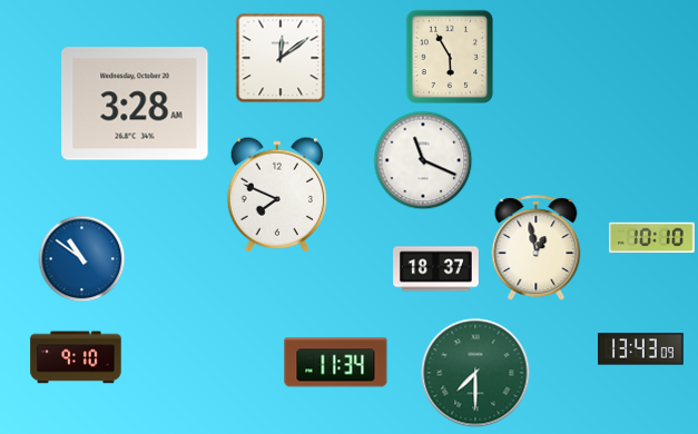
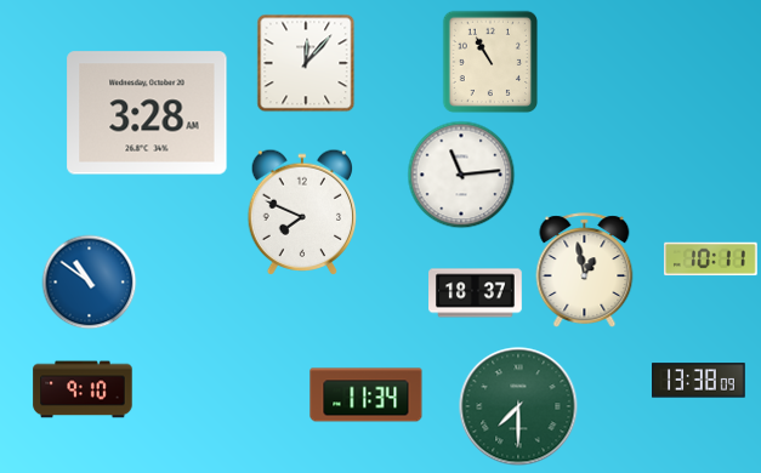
clock at (449, 56): 5:55 -> 10:55
clock at (281, 58): 12:09 -> 12:07
clock at (423, 160): 11:19 -> 11:14
clock at (652, 238): 10:10 -> 10:11
clock at (641, 349): 13:43 -> 13:38
